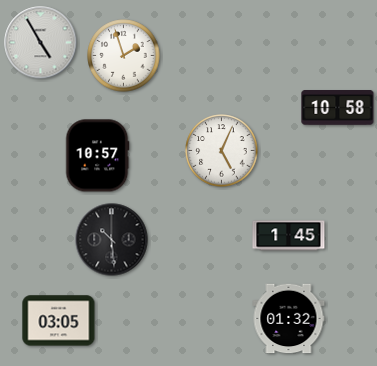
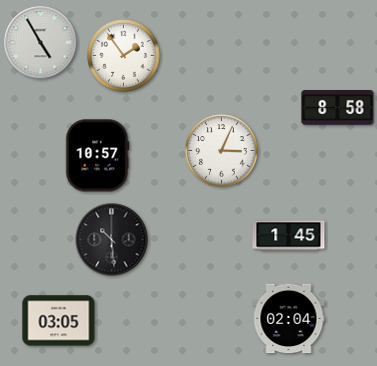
clock at (124, 56): 1:57 -> 1:54
clock at (338, 108): 10:58 -> 8:58
clock at (222, 151): 5:04 -> 3:04
clock at (289, 319): 01:32 -> 02:04
